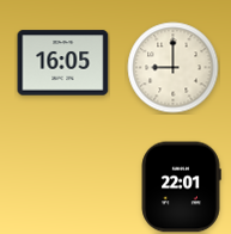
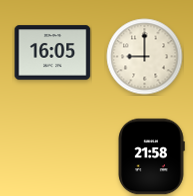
clock at (181, 187): 22:01 -> 21:58
